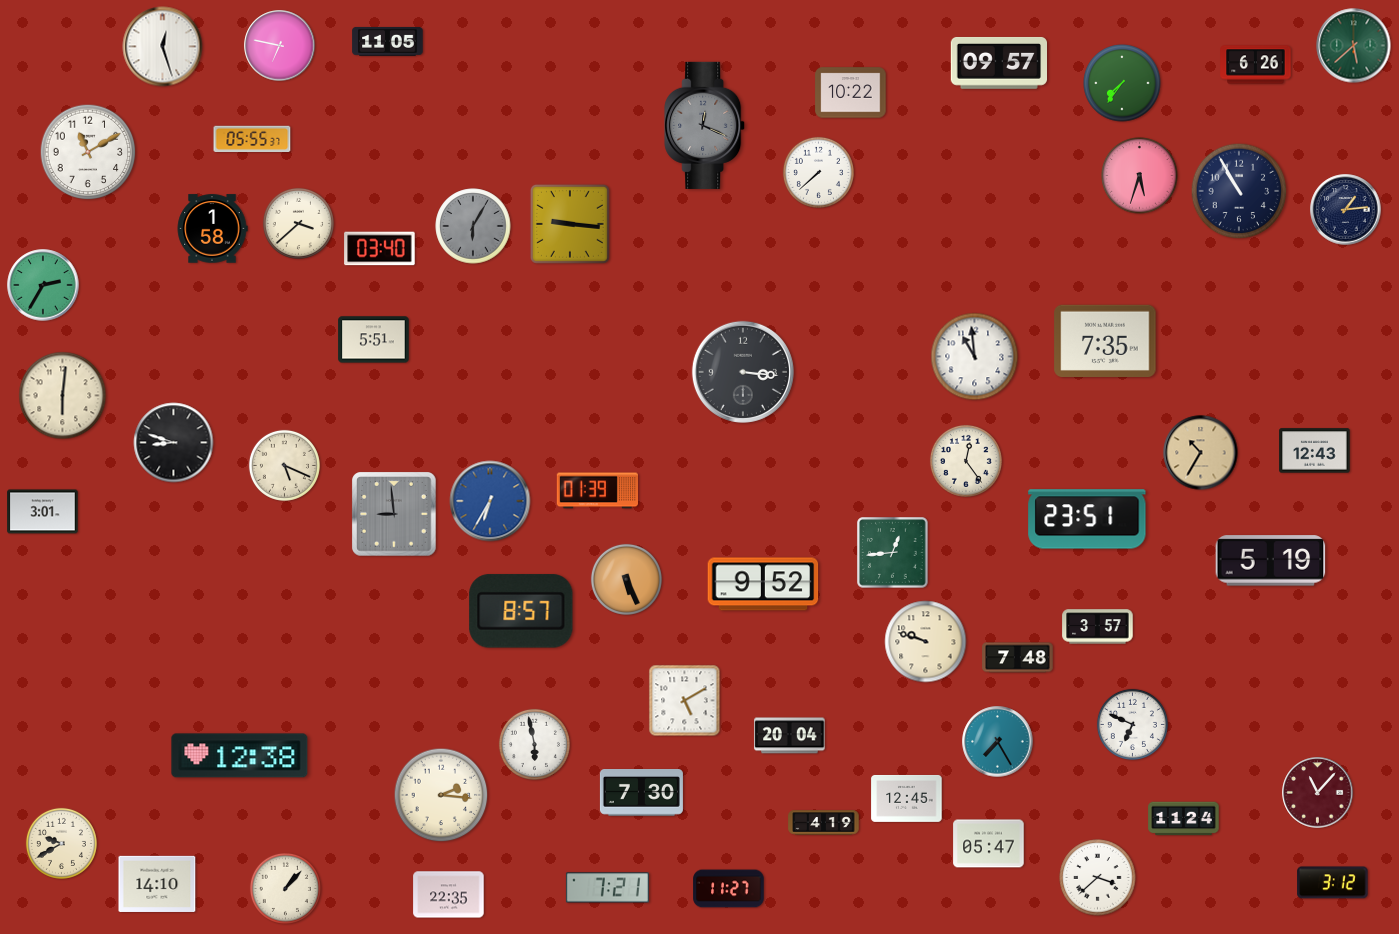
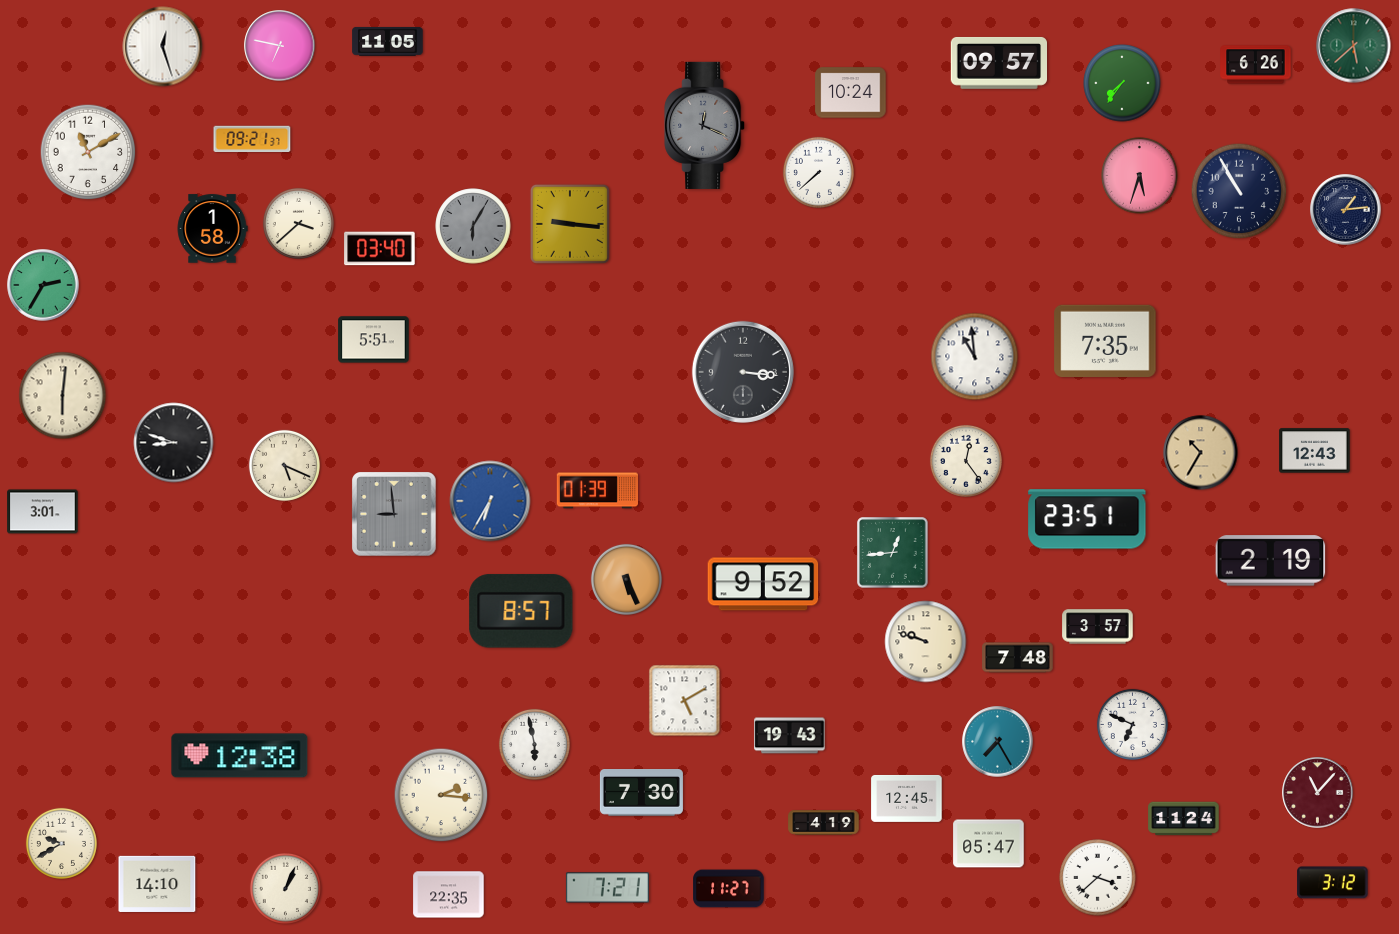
clock at (851, 93): 10:22 -> 10:24
clock at (252, 139): 05:55 -> 09:21
clock at (1271, 561): 5:19 -> 2:19
clock at (790, 736): 20:04 -> 19:43
clock at (285, 888): 1:07 -> 1:04
